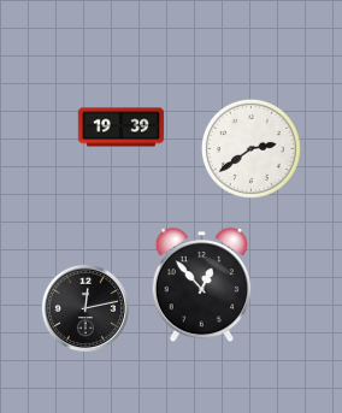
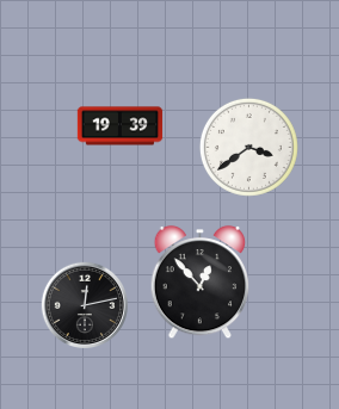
clock at (250, 148): 2:39 -> 3:39
